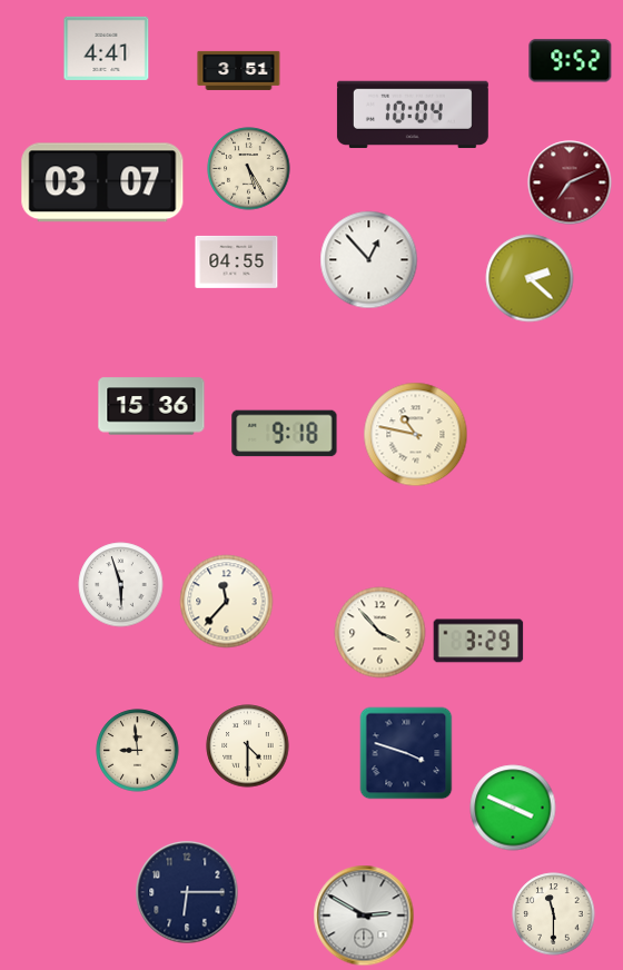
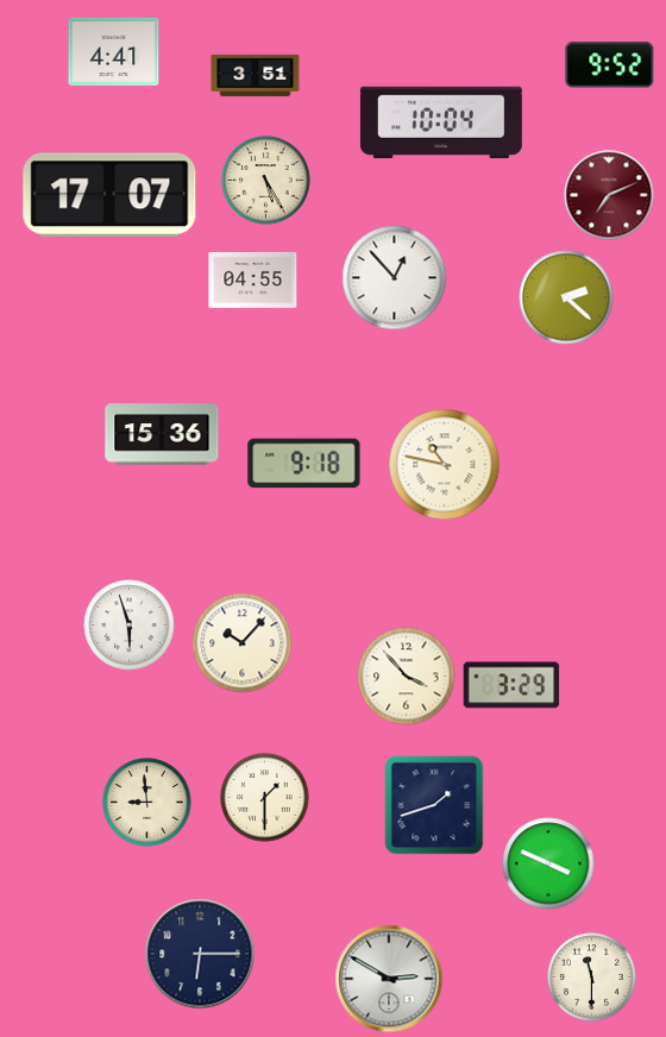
clock at (102, 182): 03:07 -> 17:07
clock at (227, 602): 11:37 -> 10:07
clock at (248, 746): 4:30 -> 1:30
clock at (406, 753): 3:48 -> 1:42
